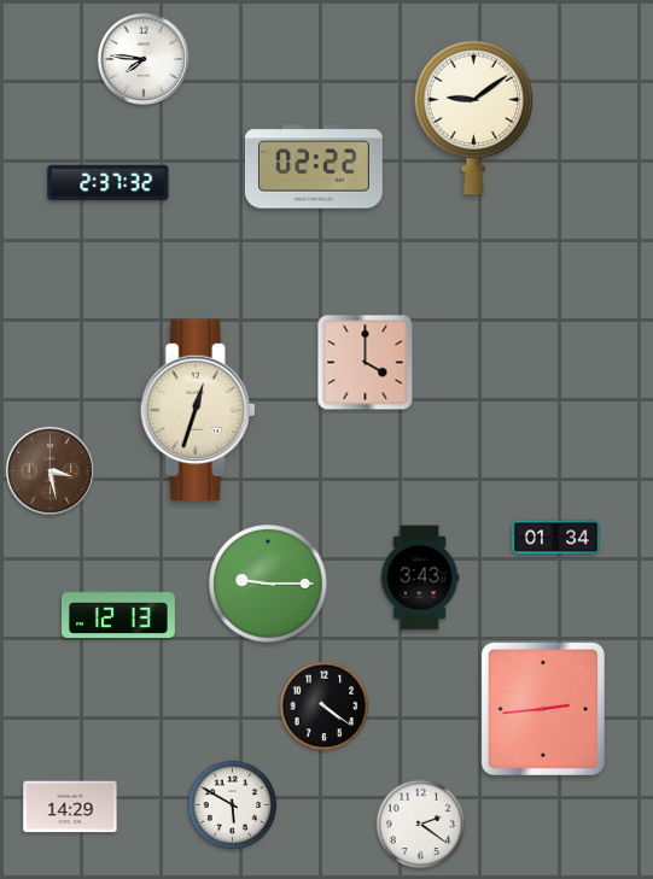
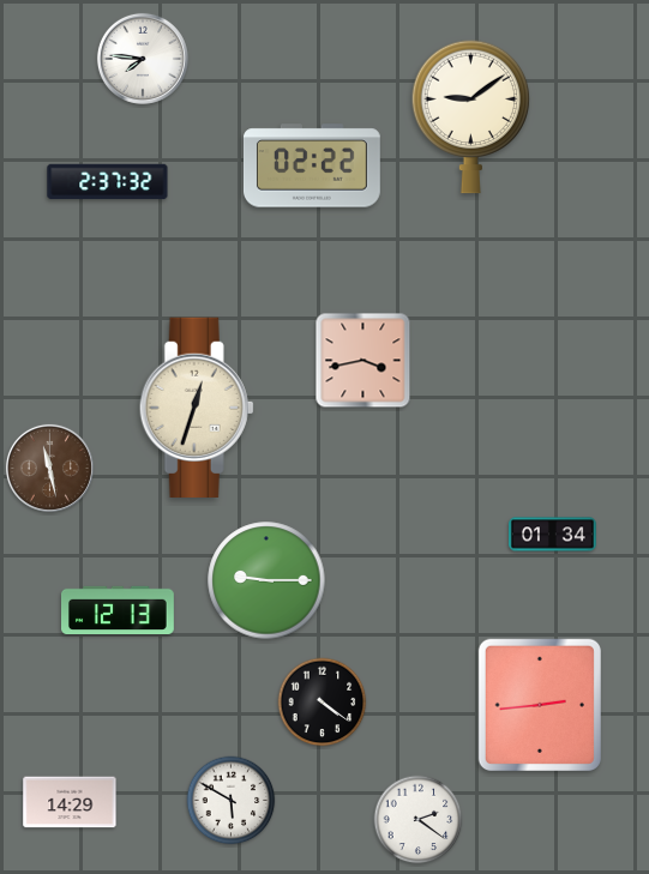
clock at (366, 363): 4:00 -> 3:43
clock at (49, 470): 3:28 -> 11:28
clock at (420, 578): 3:43 -> none
